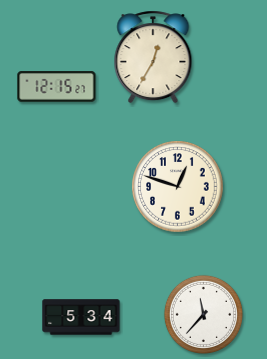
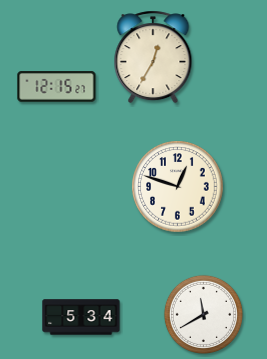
clock at (203, 314): 11:37 -> 11:40
